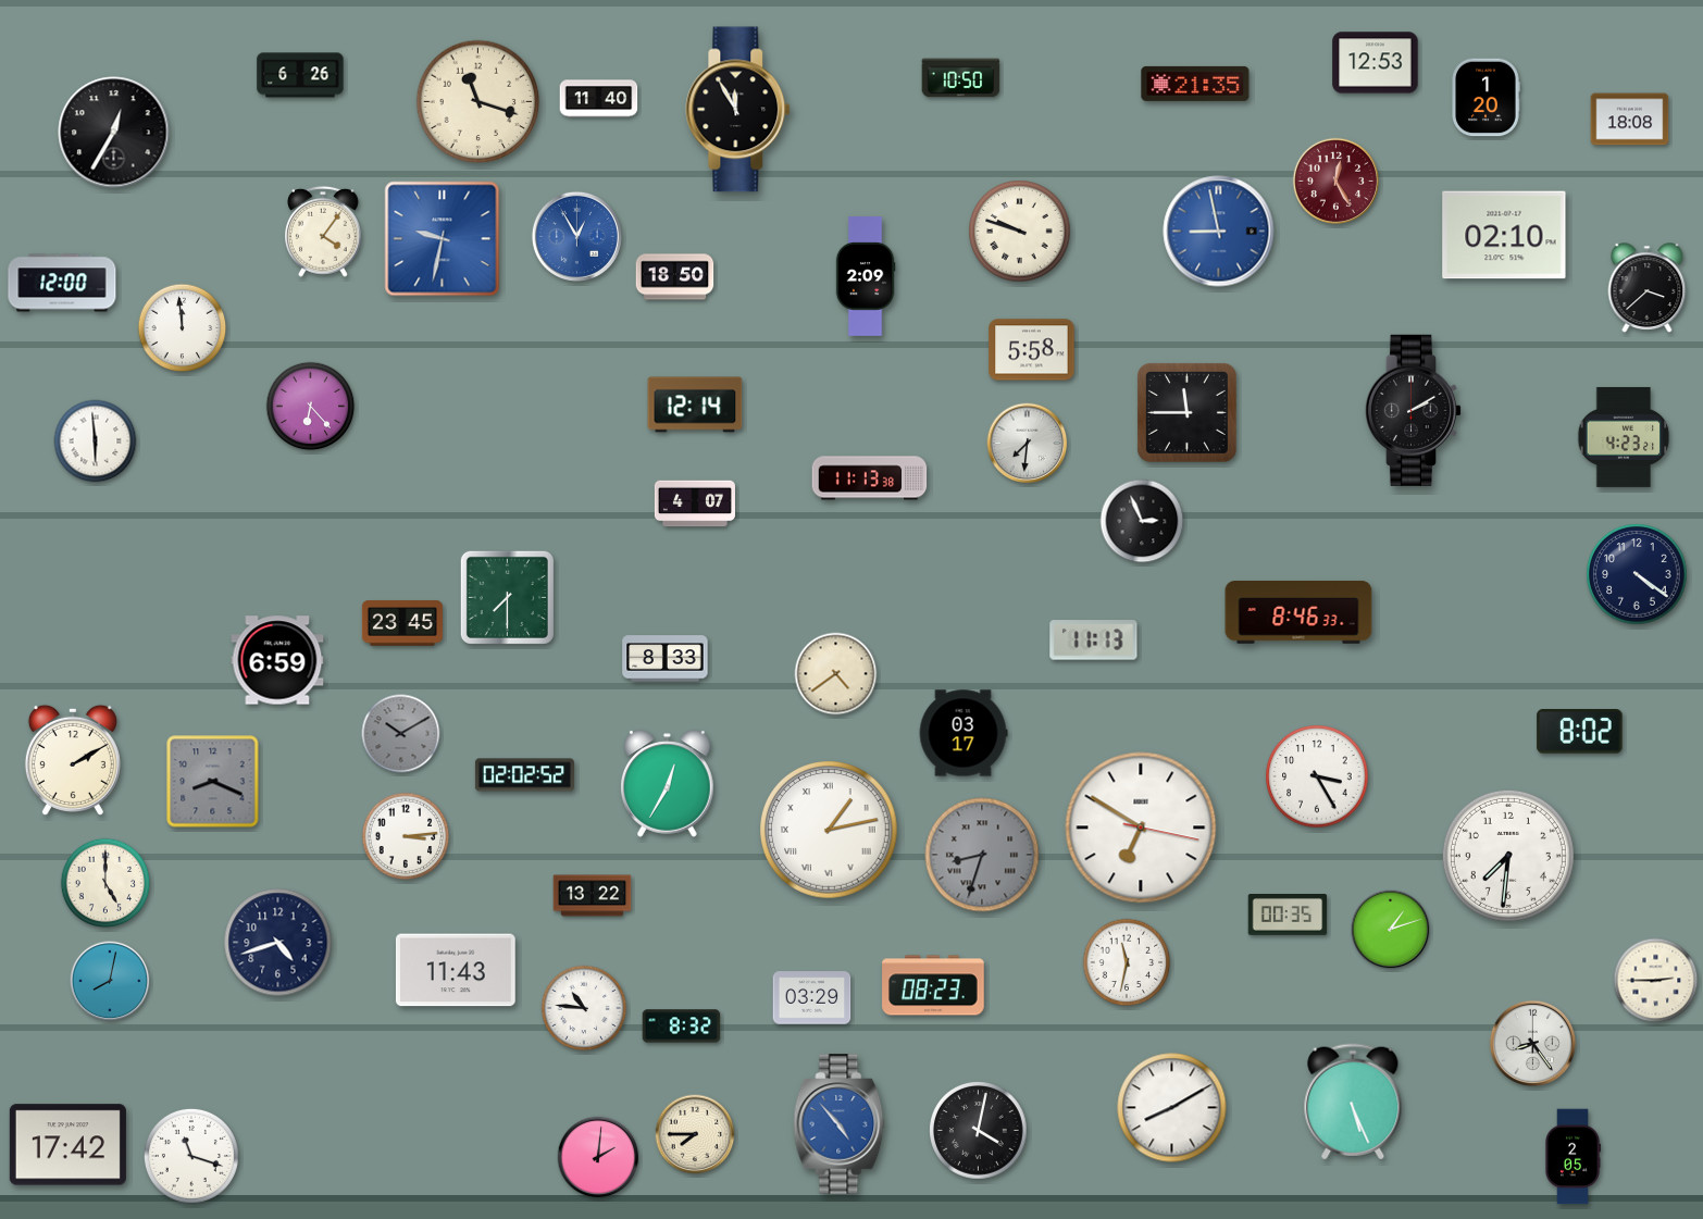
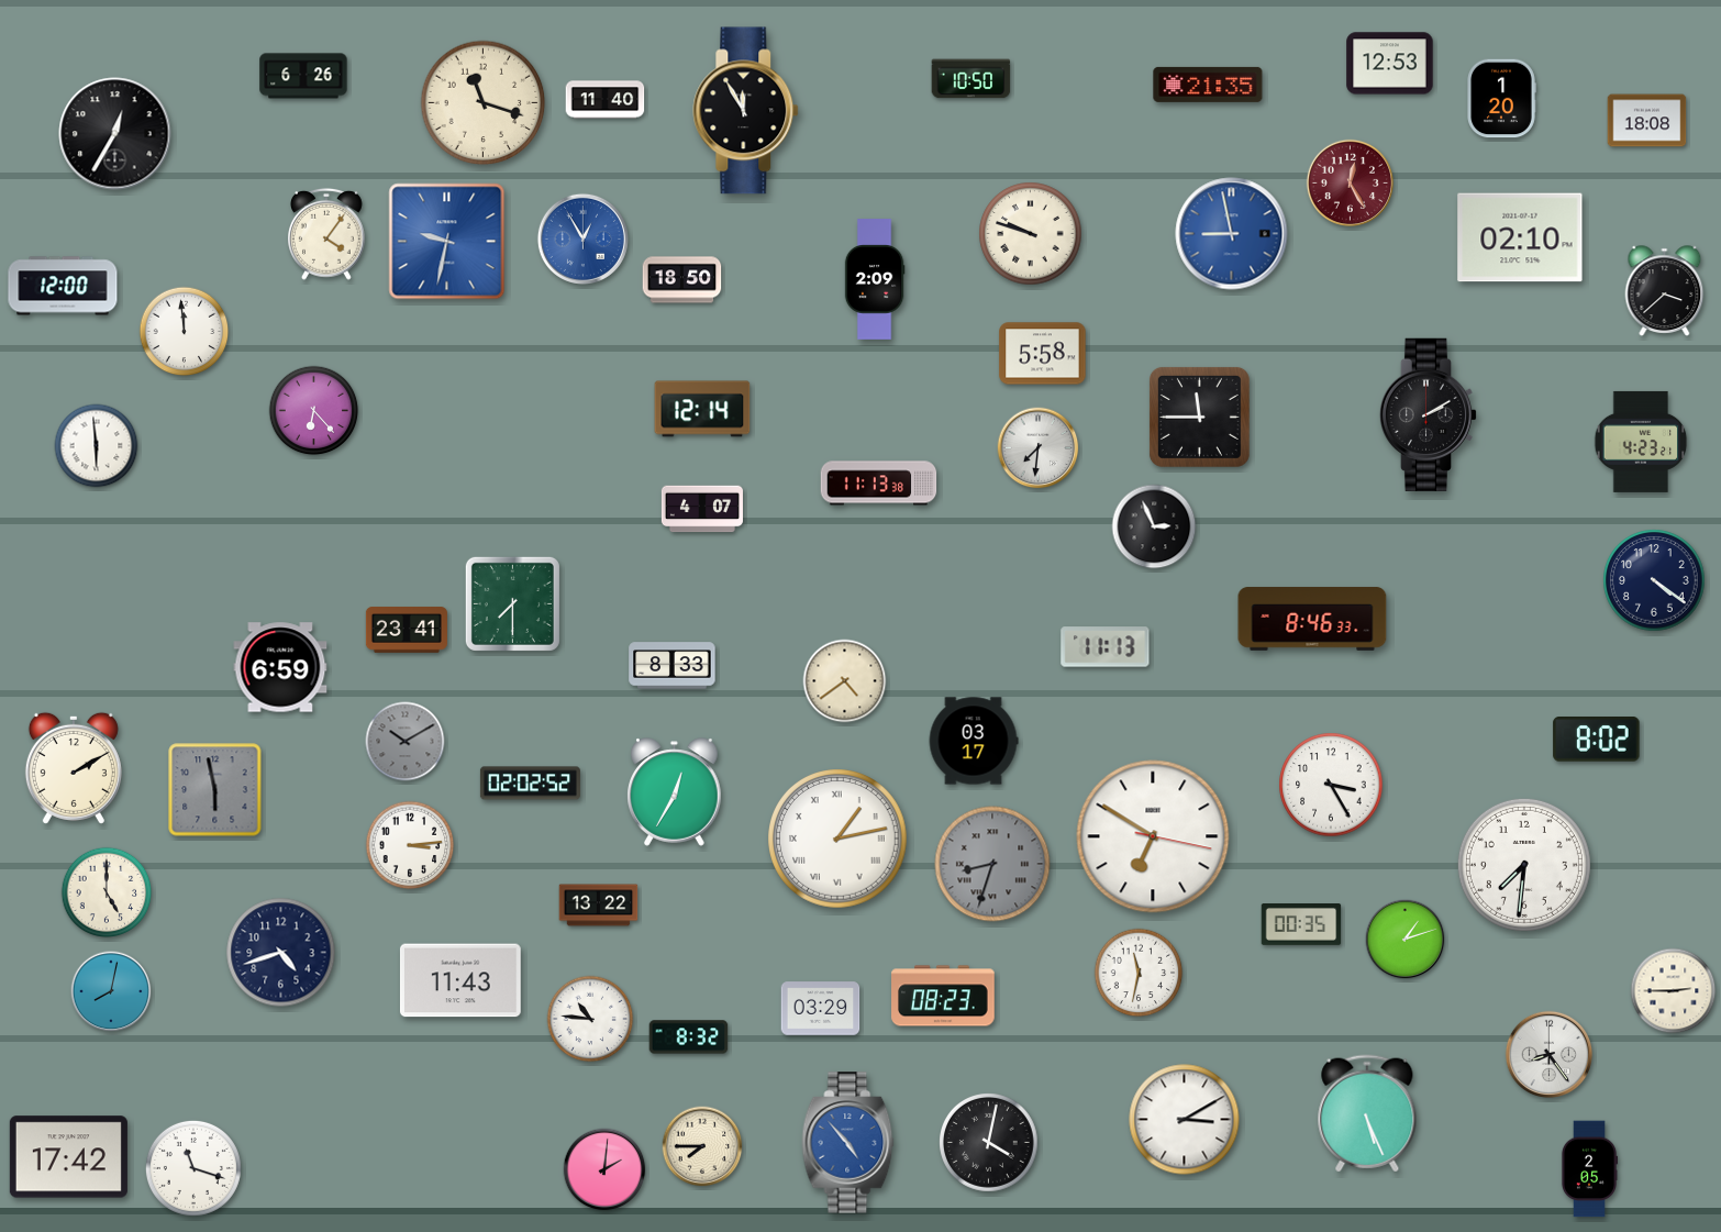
clock at (402, 623): 23:45 -> 23:41
clock at (213, 782): 8:19 -> 5:58
clock at (1172, 1108): 8:10 -> 3:10
clock at (840, 1124) position: (840, 1124) -> (848, 1143)
